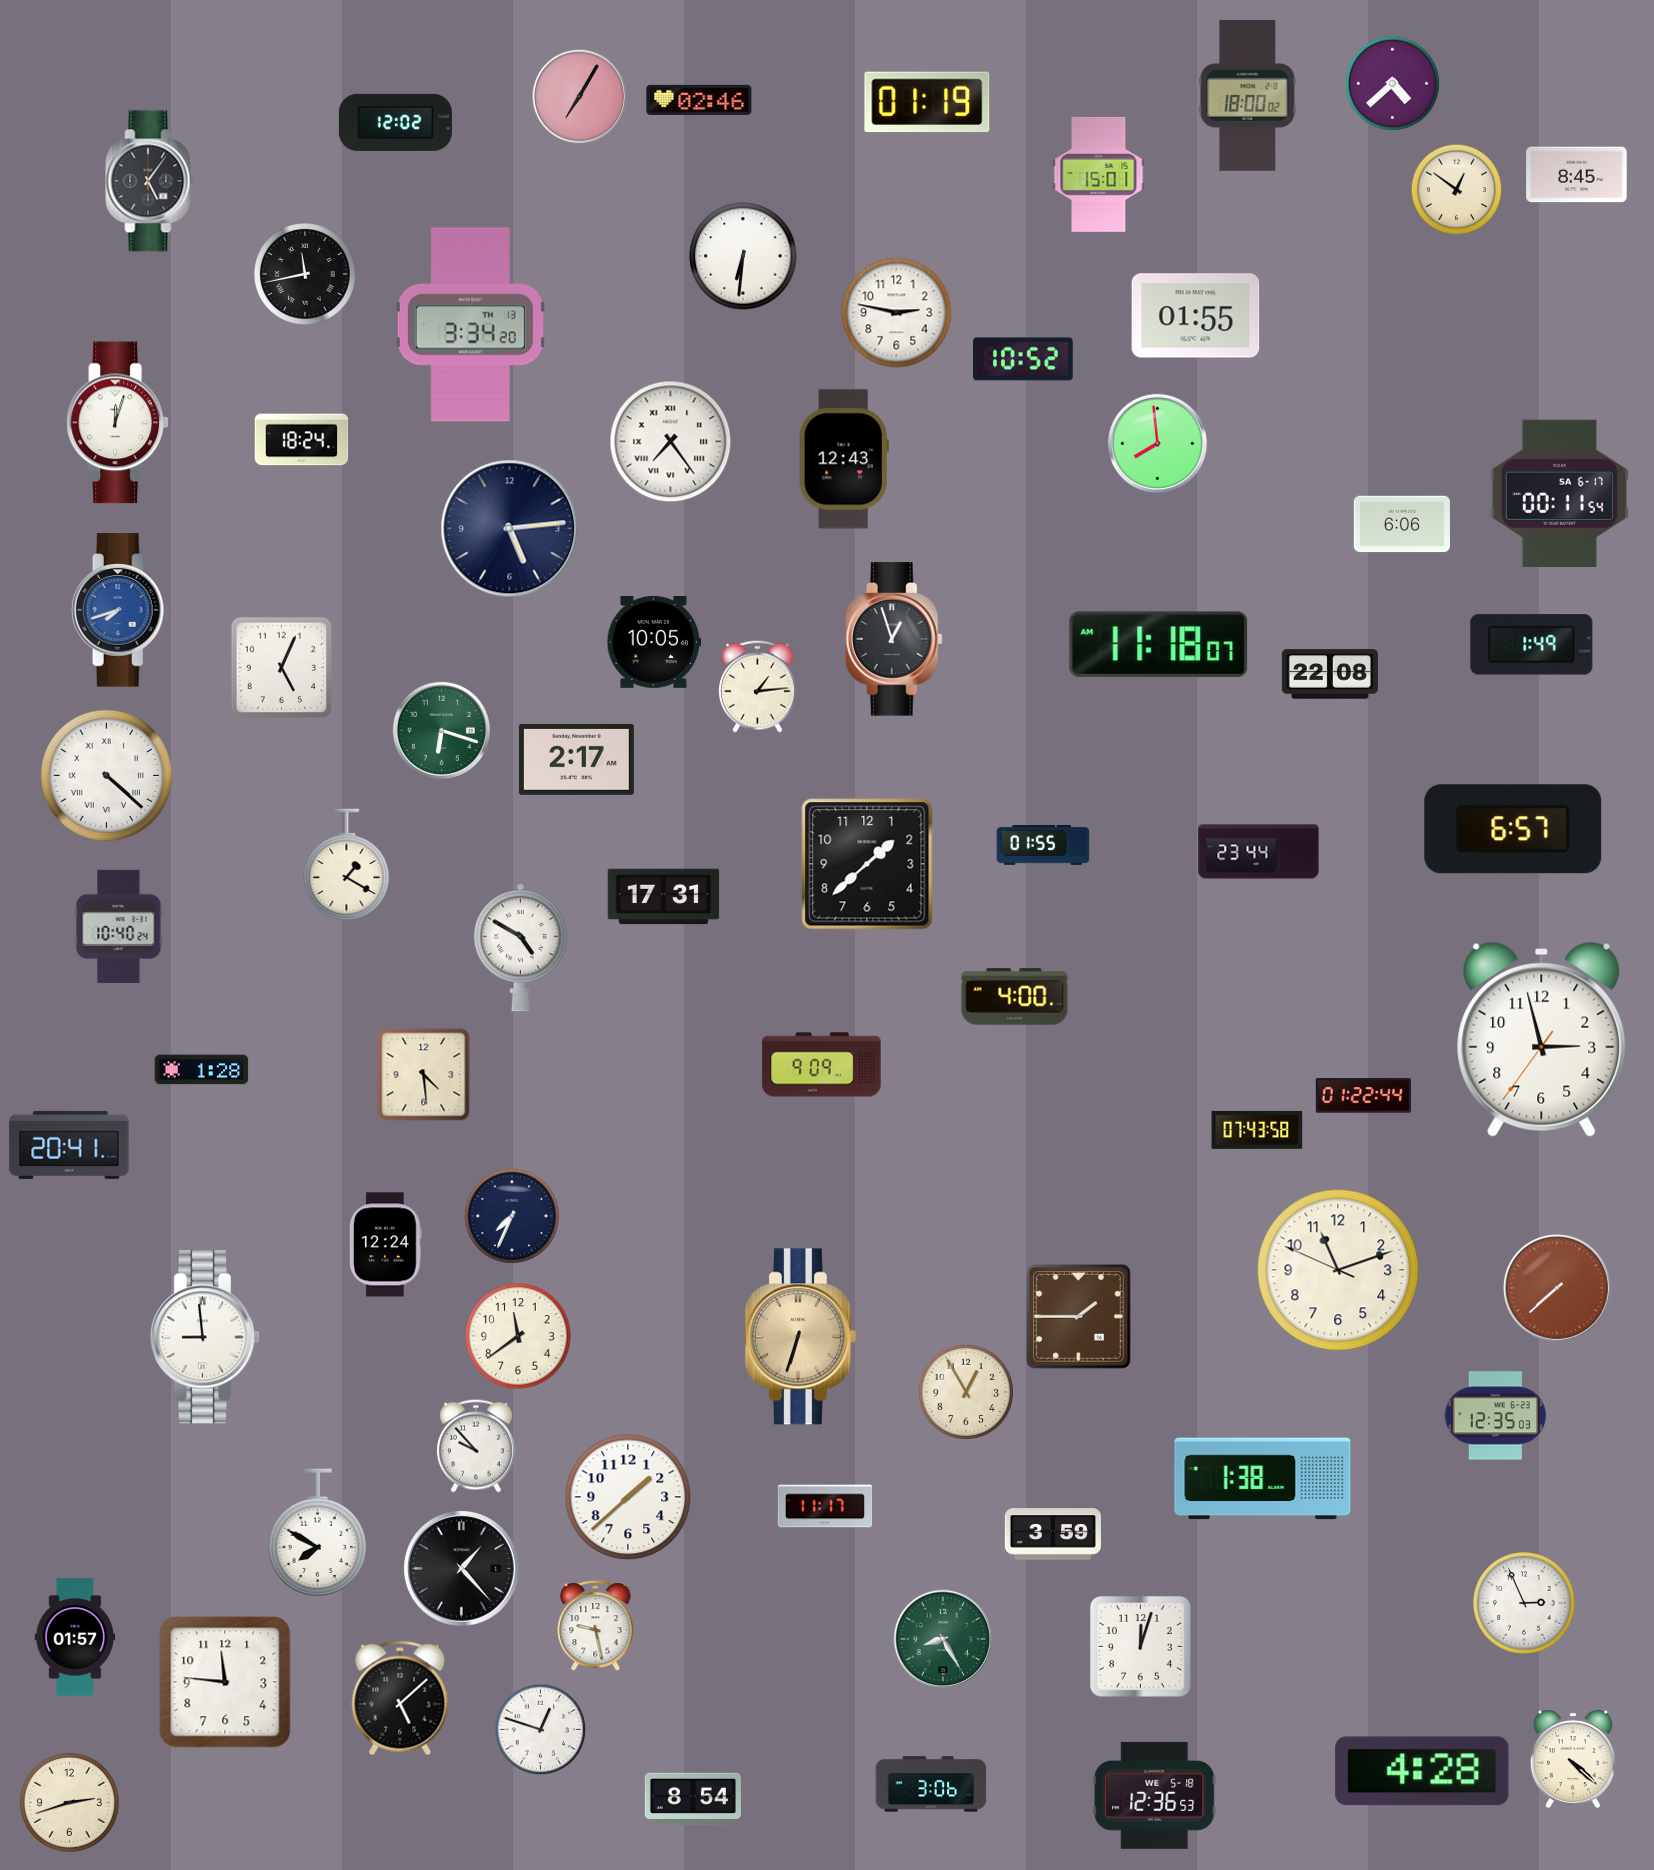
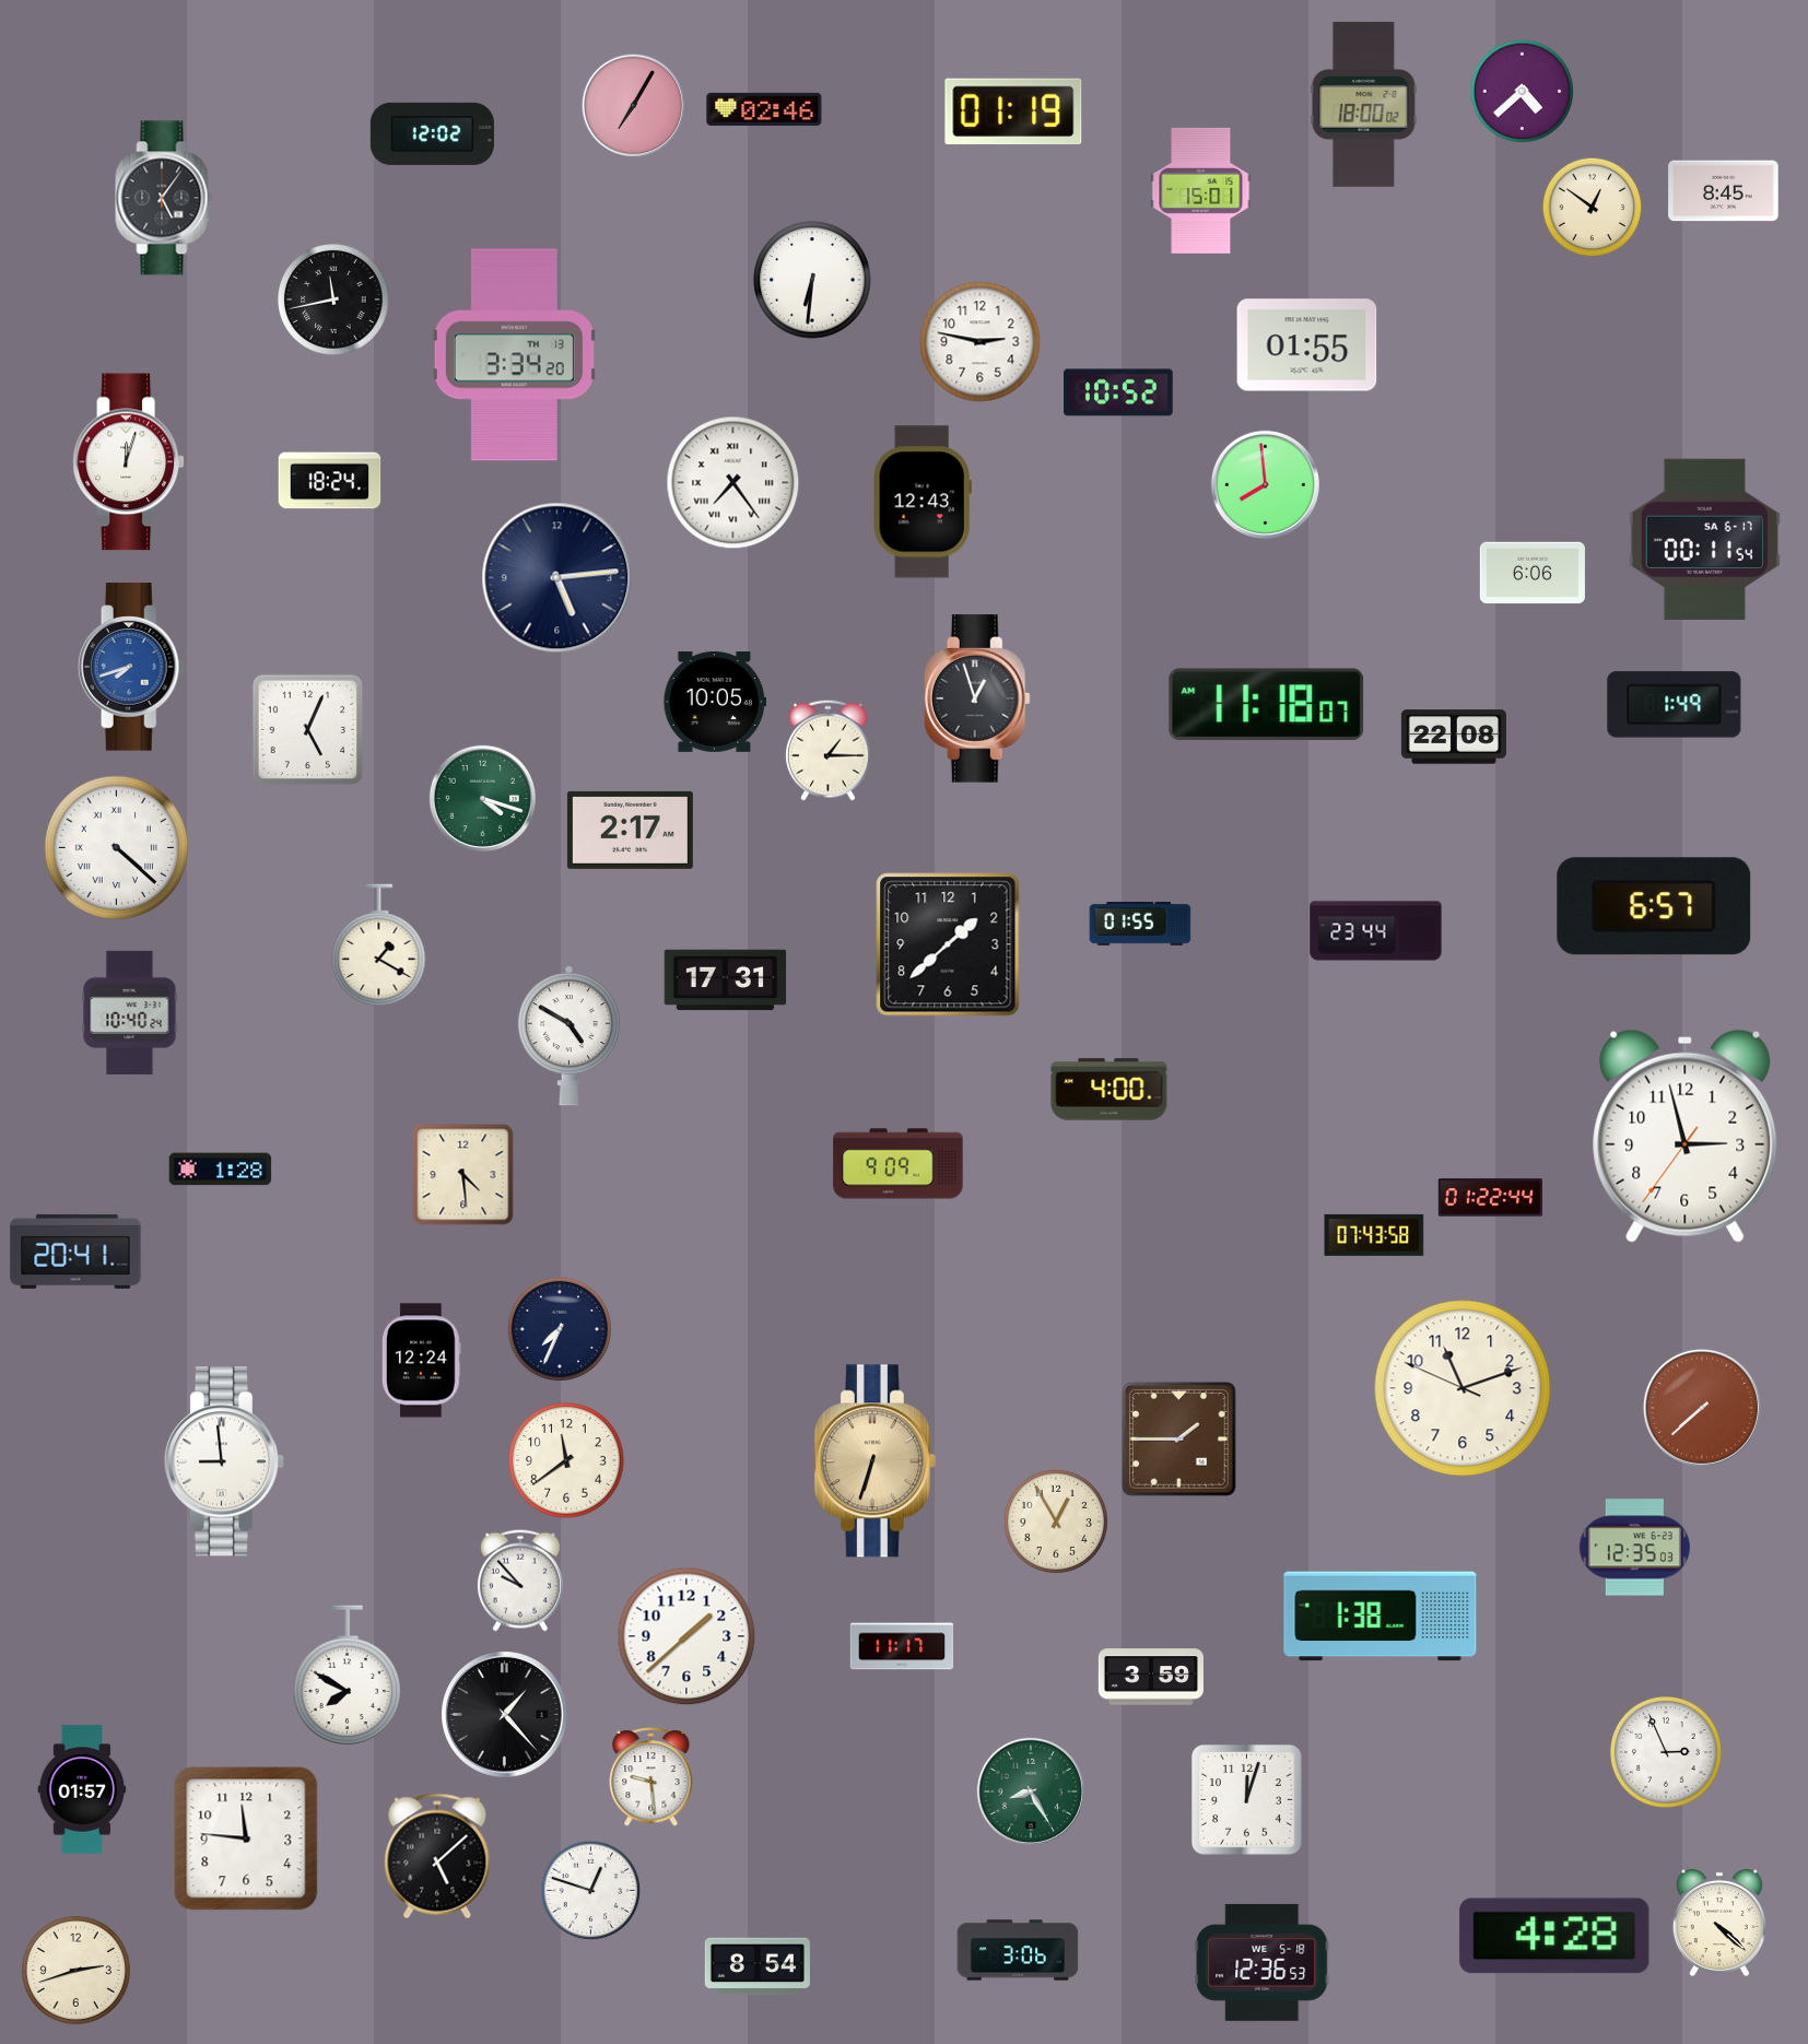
clock at (758, 686): 1:14 -> 1:15
clock at (441, 730): 6:18 -> 4:18
clock at (596, 1626): 9:28 -> 9:29
